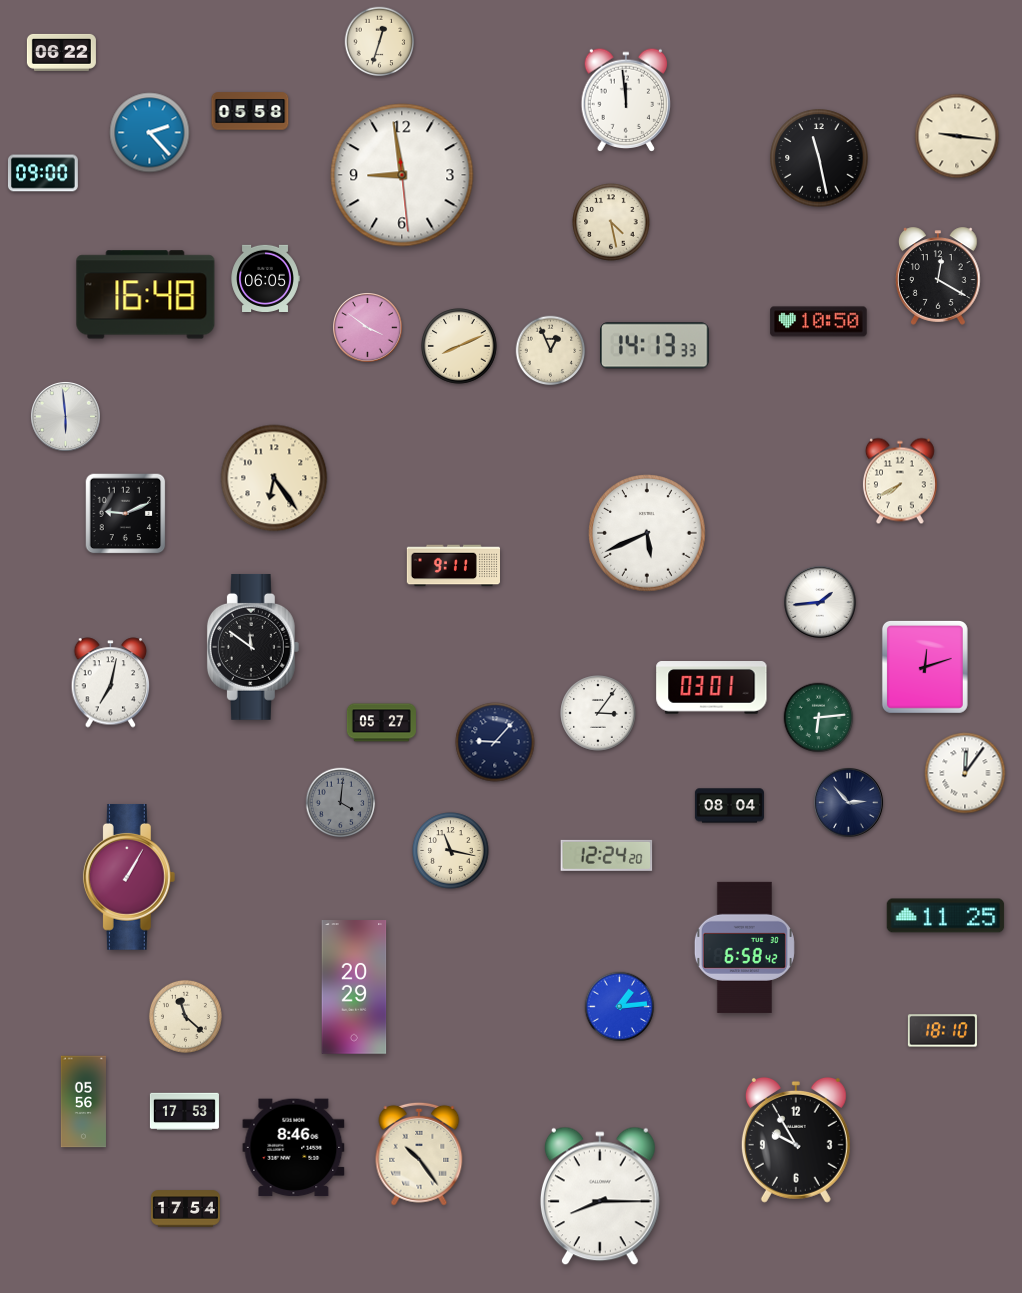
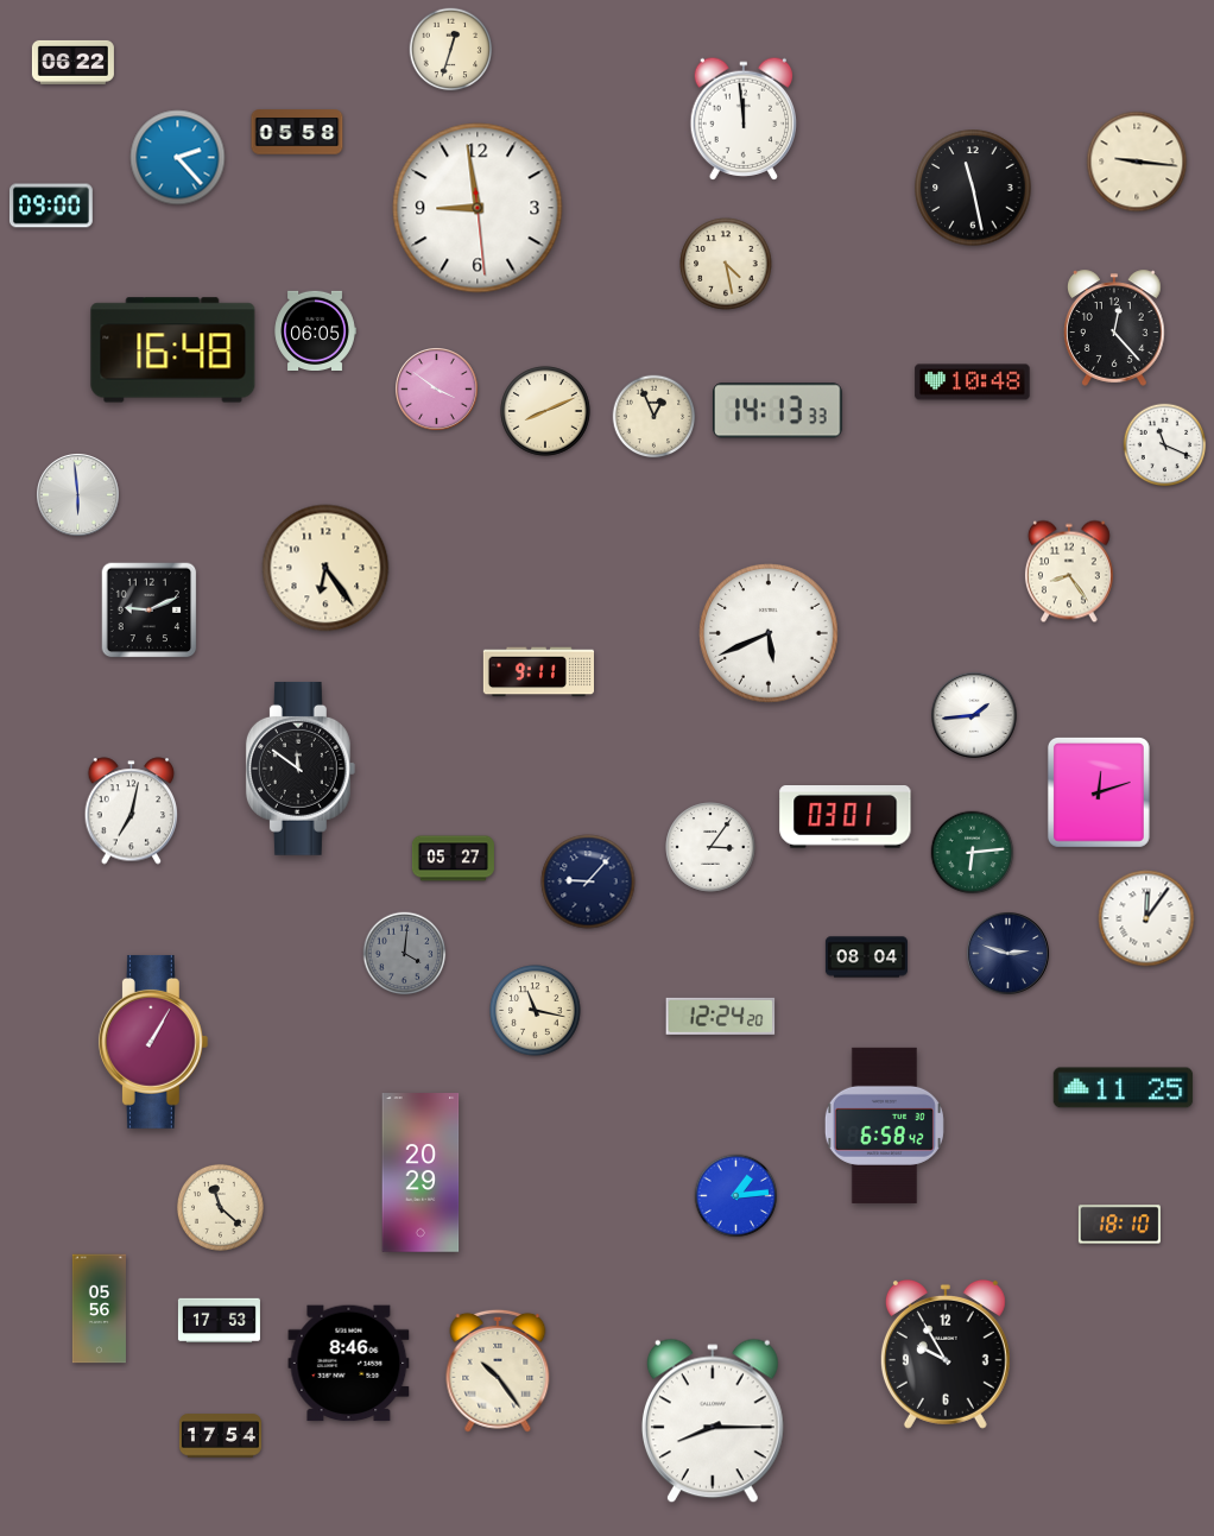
clock at (939, 276): 12:20 -> 12:23
clock at (819, 322): 10:50 -> 10:48
clock at (1165, 445): none -> 11:19
clock at (900, 481): 7:40 -> 8:24
clock at (849, 803): 2:53 -> 2:48
